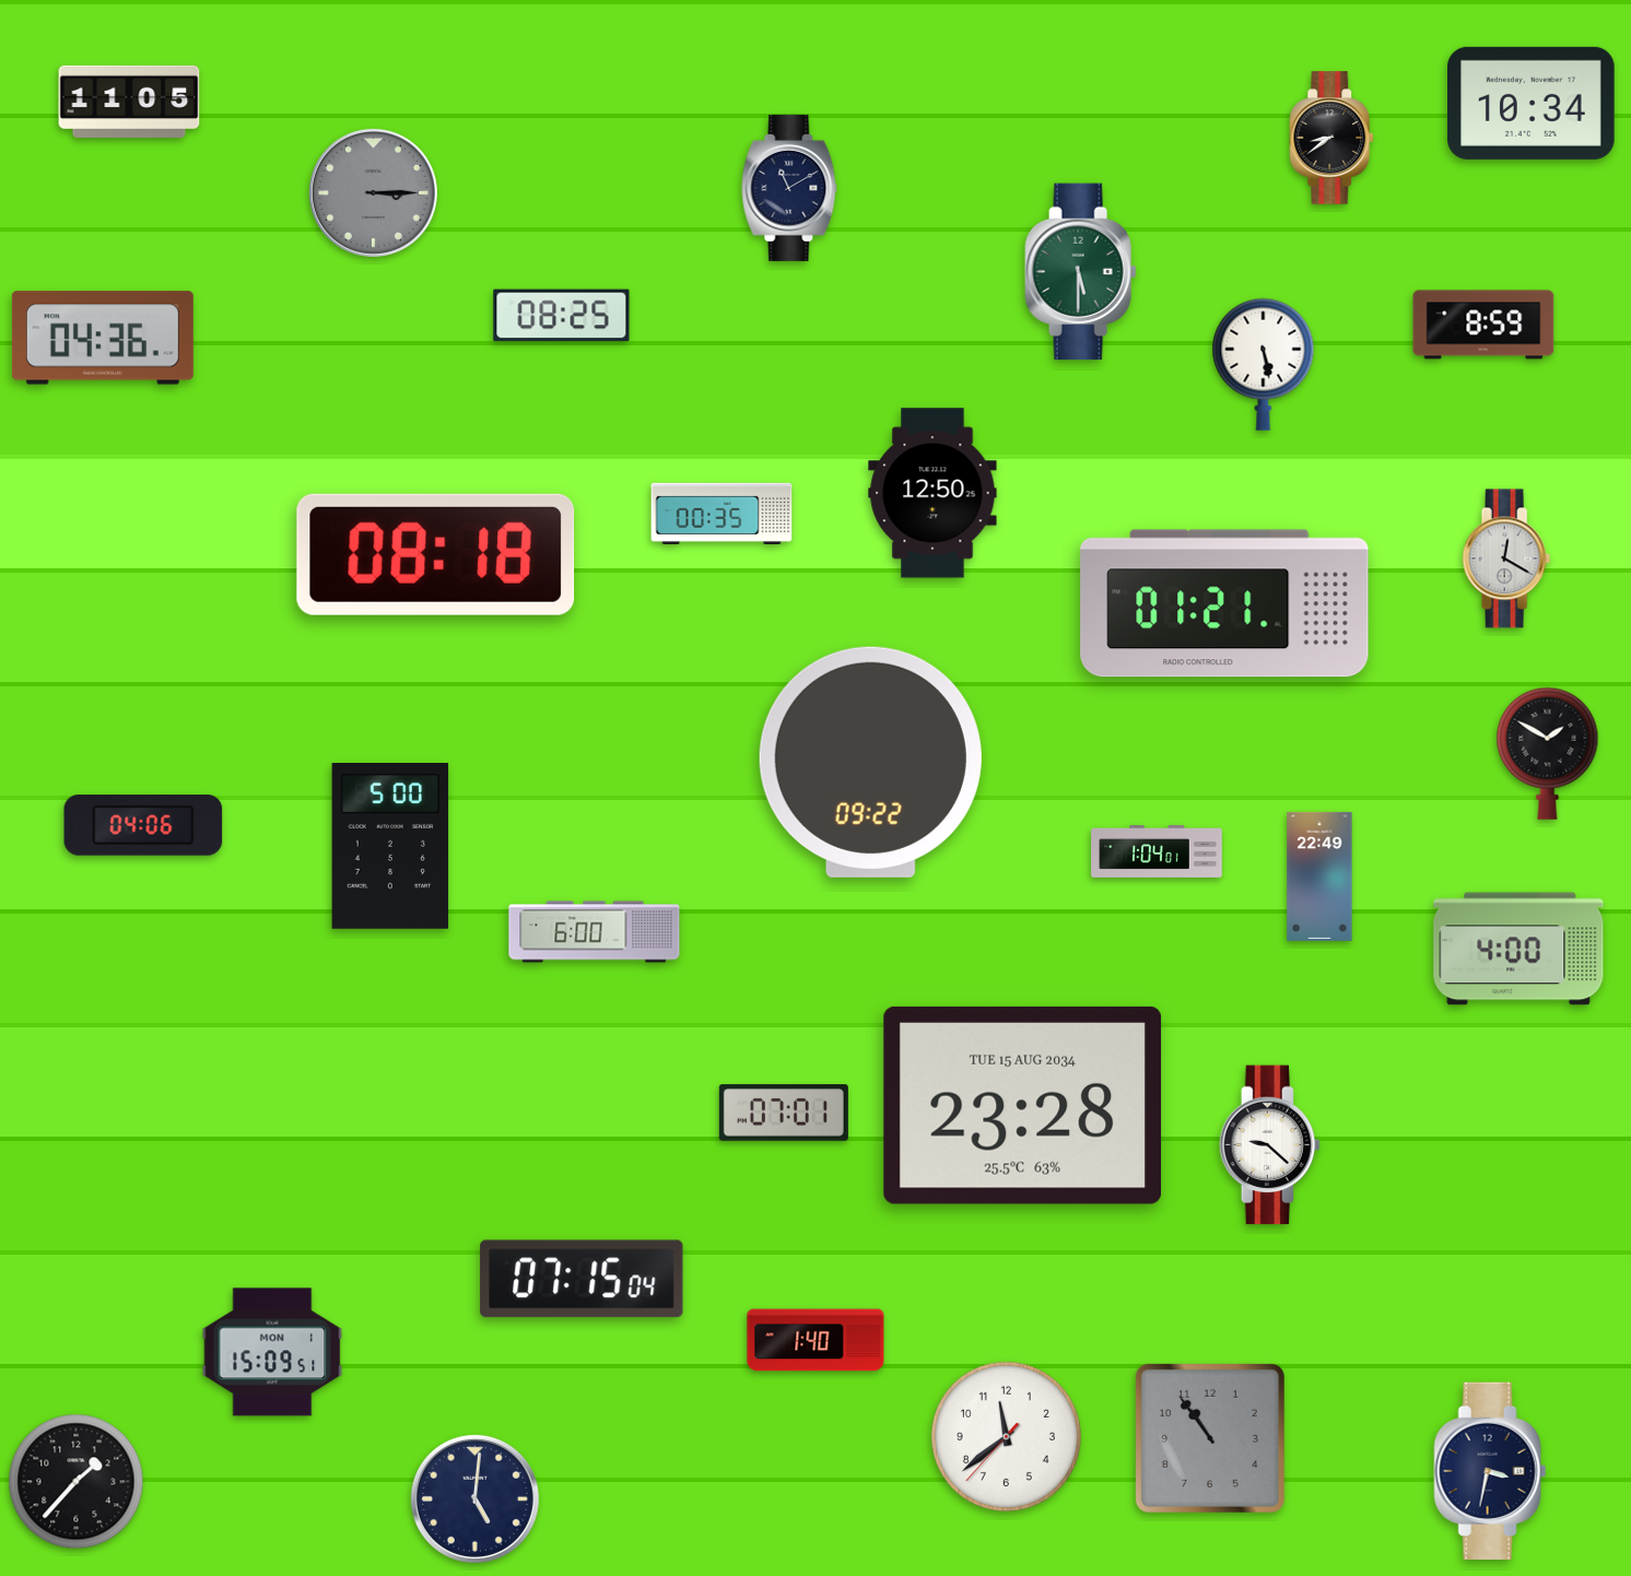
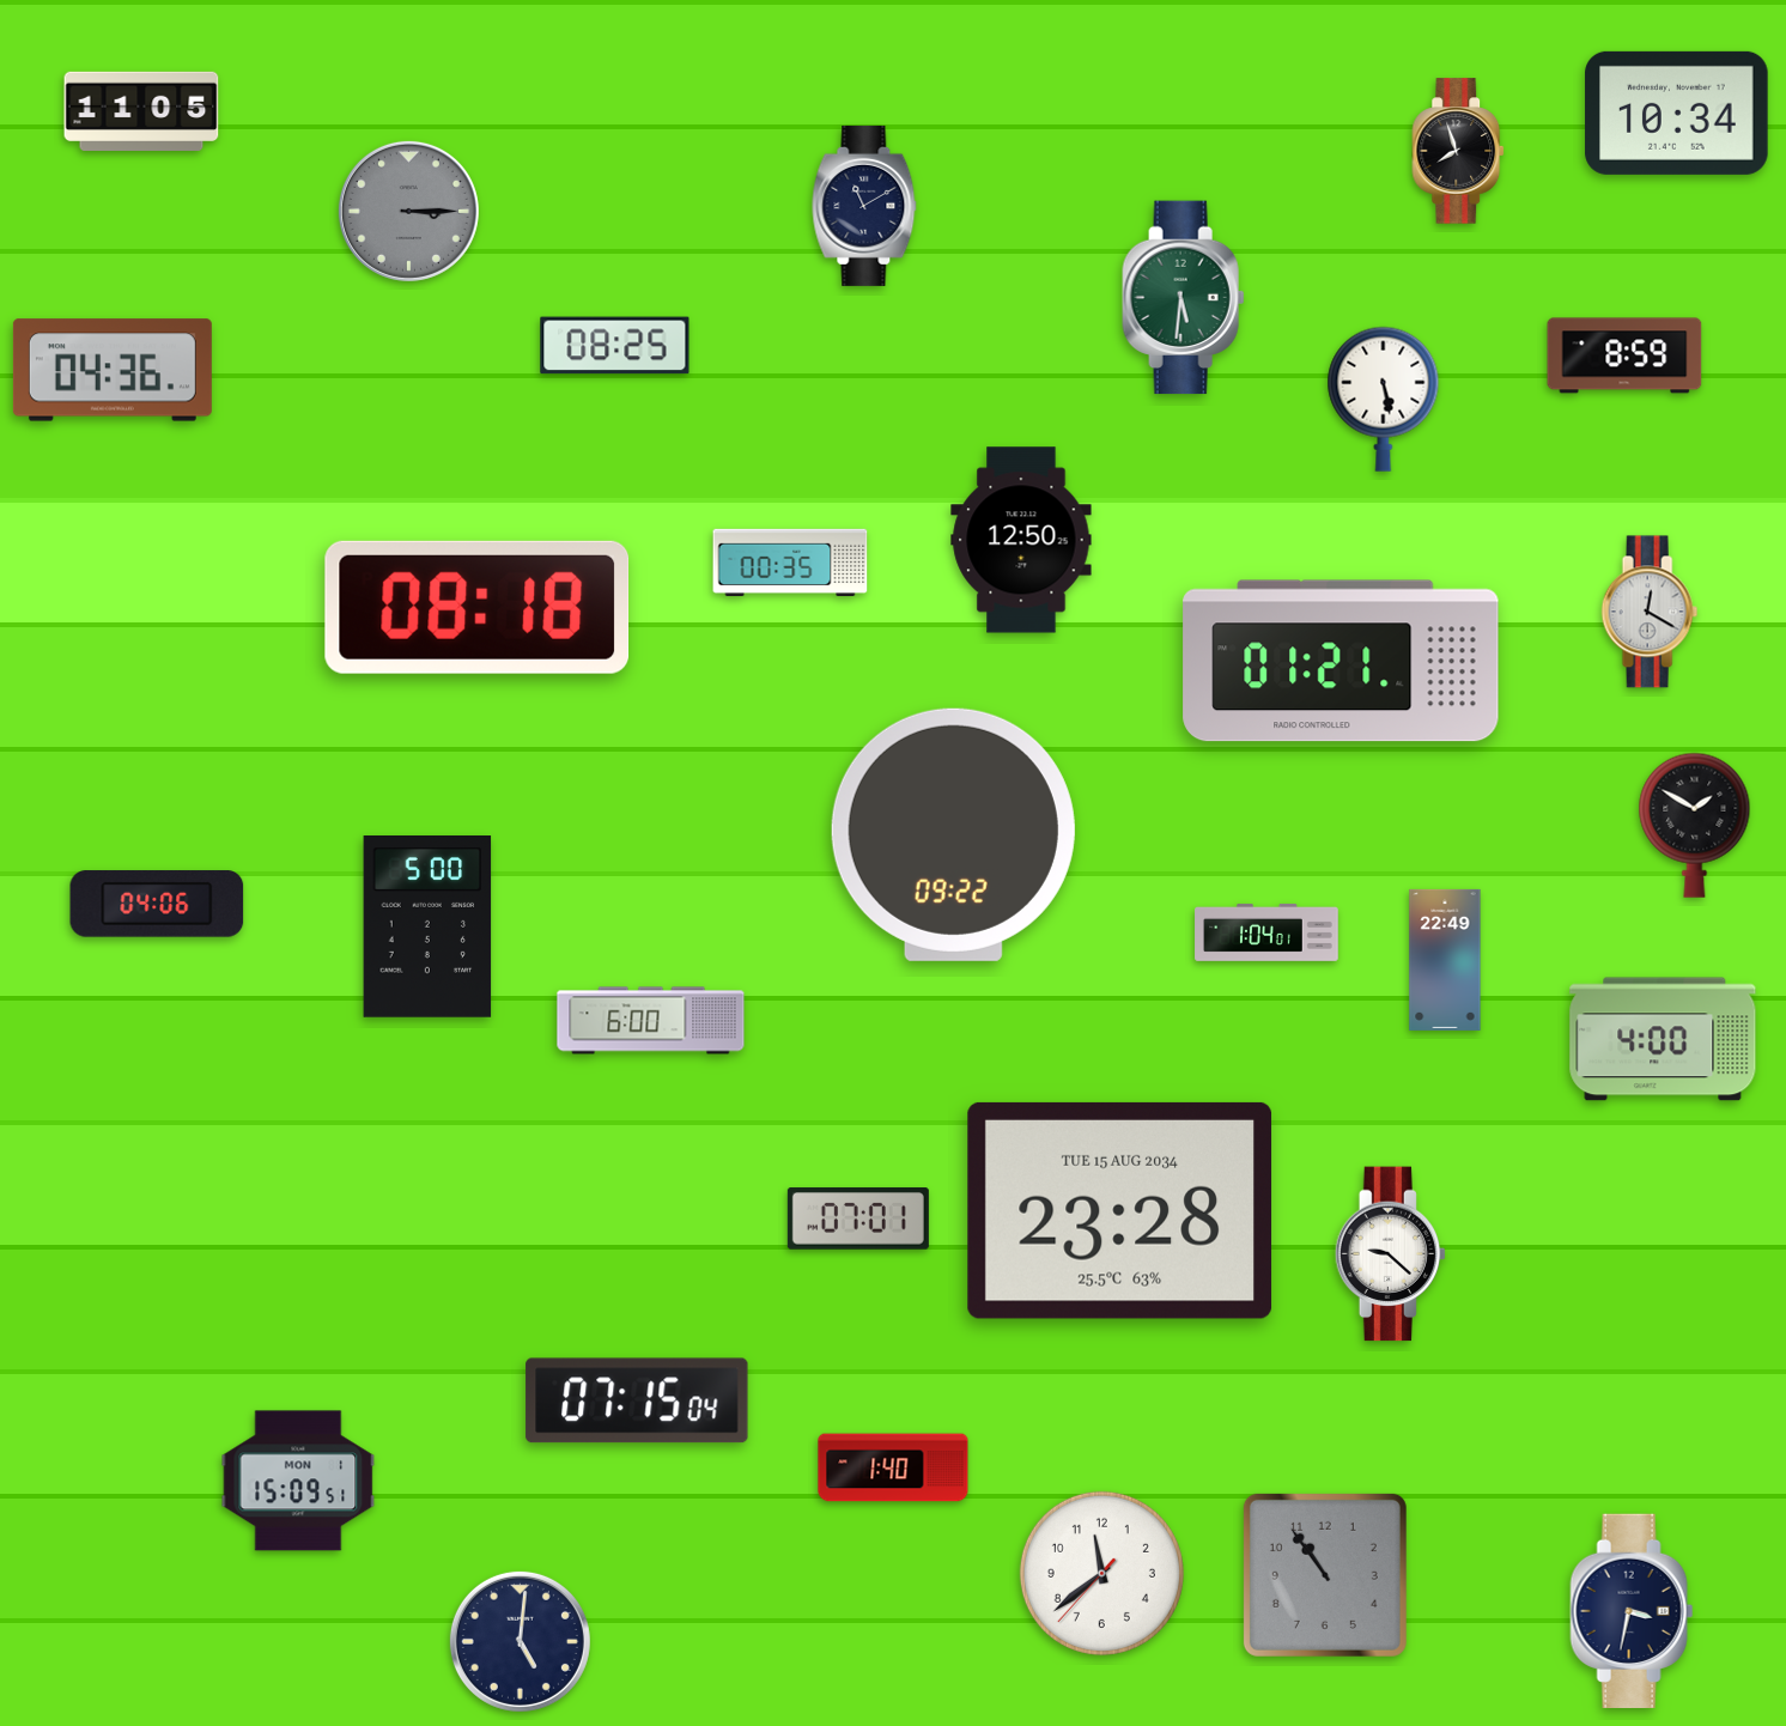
clock at (1333, 138): 8:39 -> 7:57
clock at (1081, 272): 5:30 -> 5:31
clock at (77, 1482): 1:37 -> none
